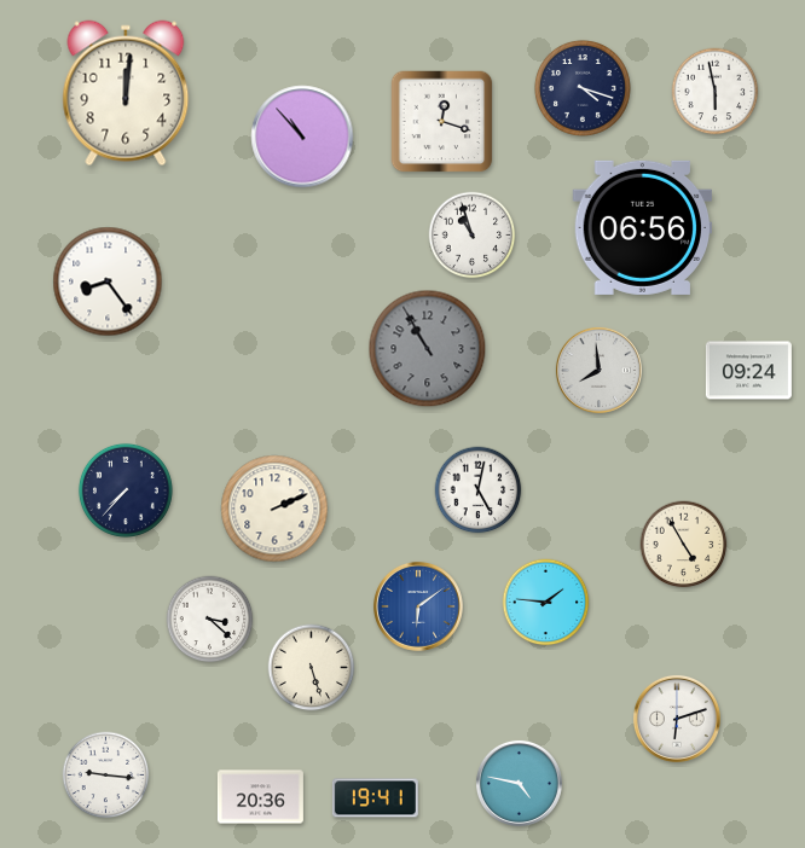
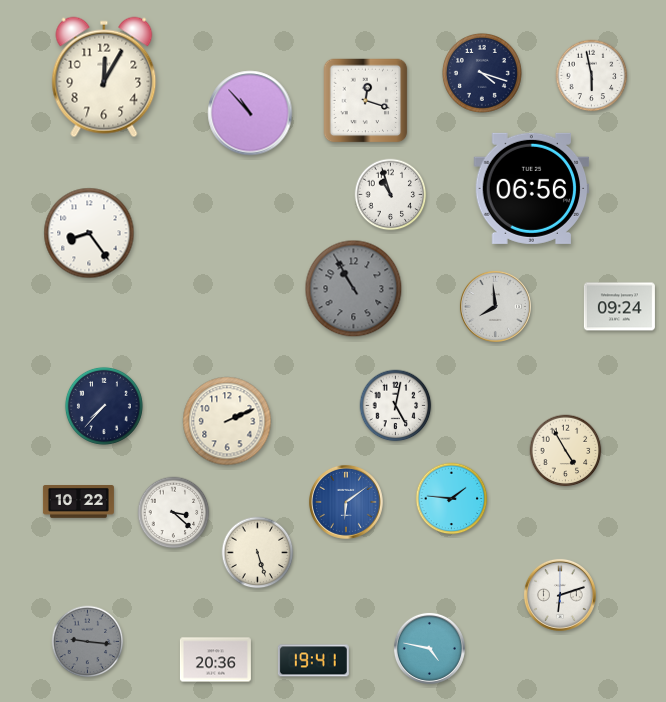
clock at (126, 93): 12:01 -> 12:05
clock at (78, 502): none -> 10:22
clock at (106, 776) dial: white -> grey
clock at (375, 798) position: (375, 798) -> (313, 661)
